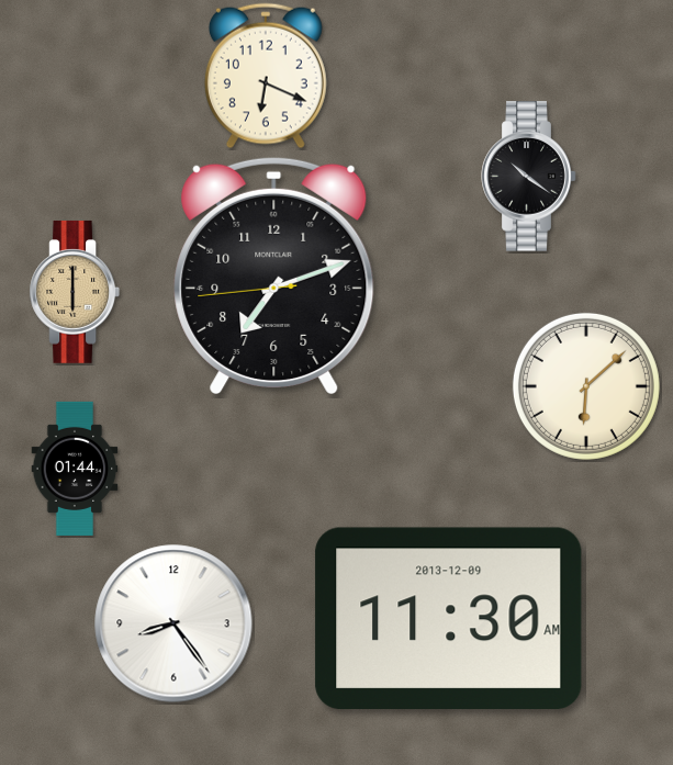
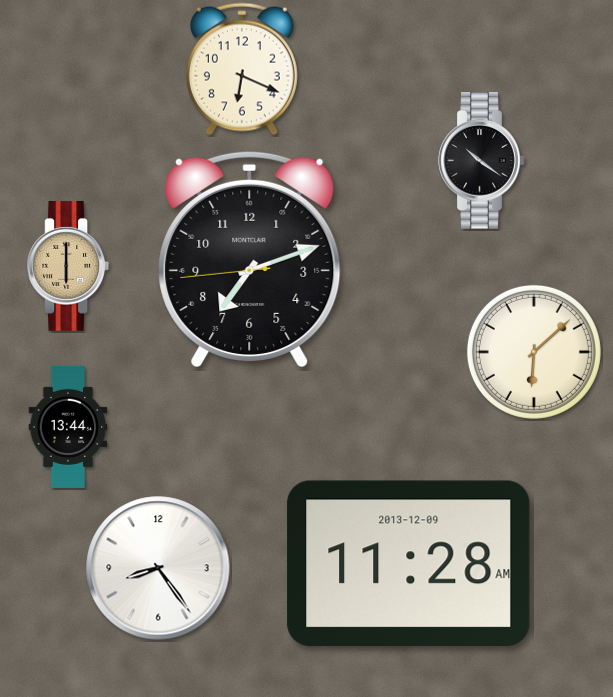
clock at (274, 274) position: (274, 274) -> (250, 258)
clock at (75, 469): 01:44 -> 13:44
clock at (449, 618): 11:30 -> 11:28
